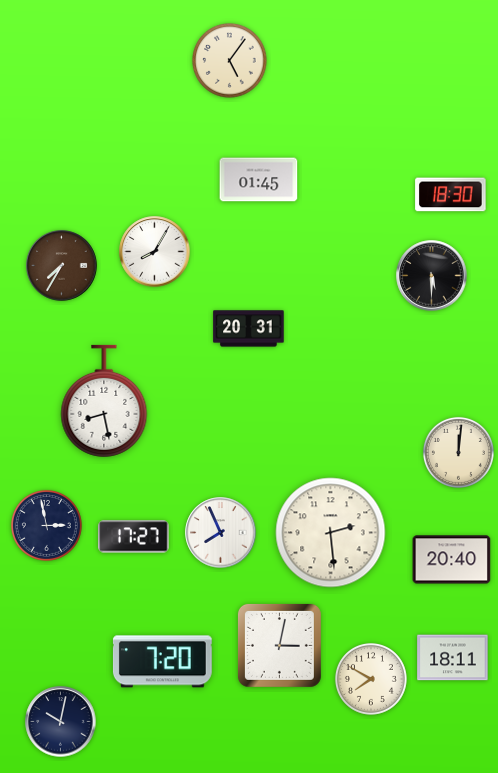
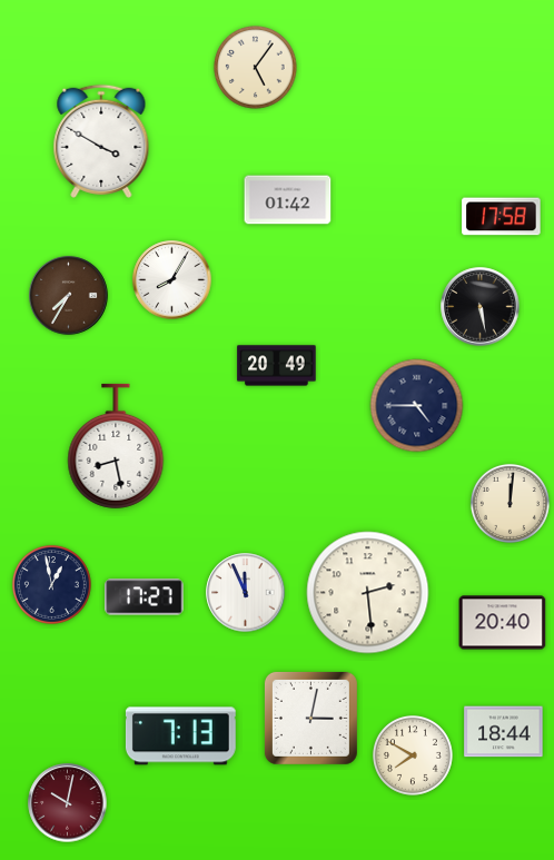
clock at (101, 141): none -> 3:50
clock at (259, 180): 01:45 -> 01:42
clock at (451, 195): 18:30 -> 17:58
clock at (432, 276): 5:30 -> 5:28
clock at (249, 329): 20:31 -> 20:49
clock at (417, 406): none -> 4:45
clock at (46, 525): 2:58 -> 12:58
clock at (221, 533): 7:56 -> 11:56
clock at (134, 537) position: (134, 537) -> (145, 597)
clock at (453, 658): 18:11 -> 18:44
clock at (162, 662): 7:20 -> 7:13
clock at (61, 722) dial: navy -> burgundy
